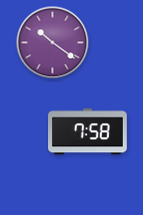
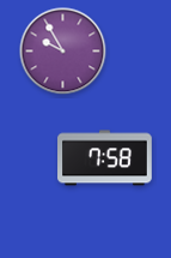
clock at (53, 43): 10:21 -> 9:55
